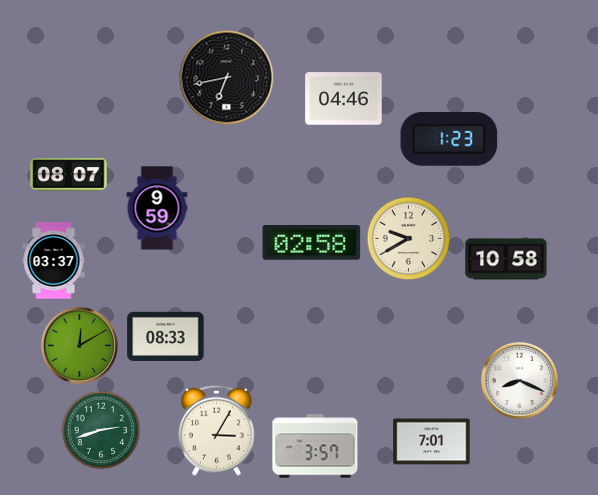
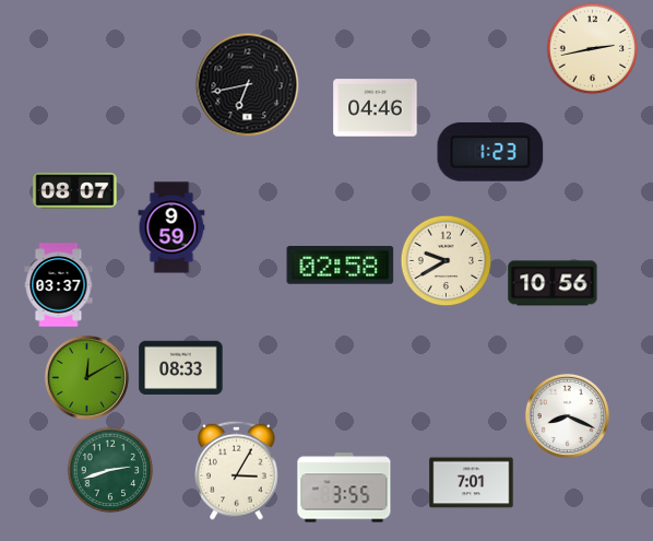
clock at (592, 48): none -> 2:43
clock at (506, 259): 10:58 -> 10:56
clock at (315, 446): 3:57 -> 3:55
